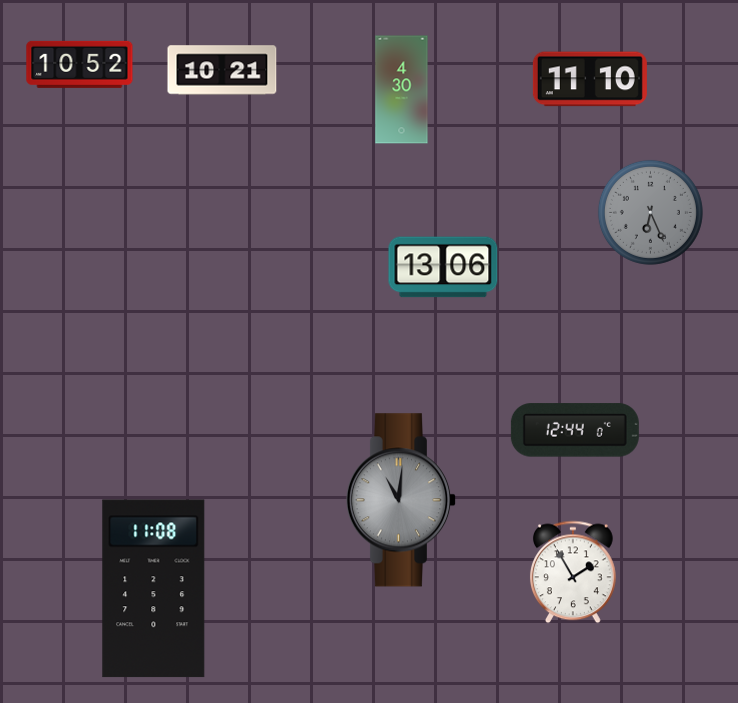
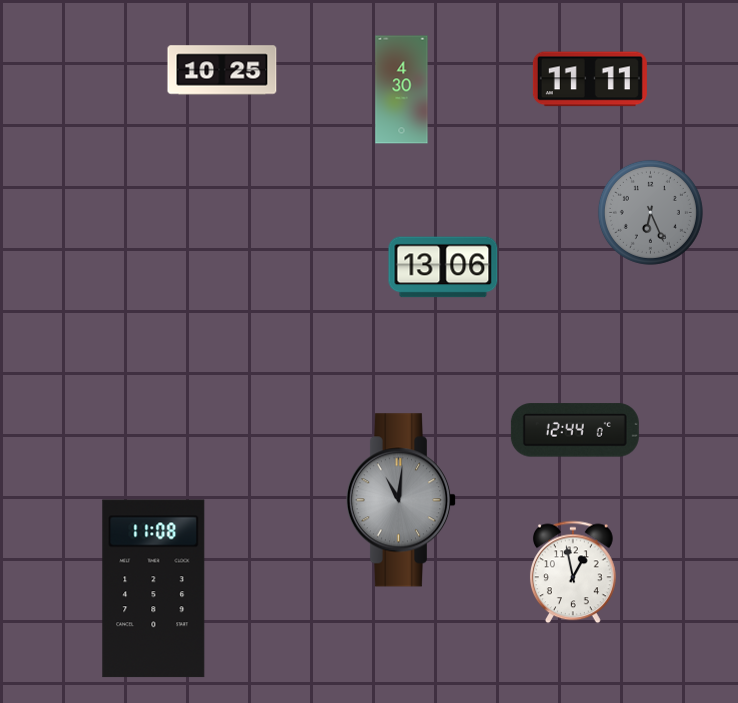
clock at (80, 64): 10:52 -> none
clock at (222, 70): 10:21 -> 10:25
clock at (590, 79): 11:10 -> 11:11
clock at (573, 572): 1:55 -> 12:58
